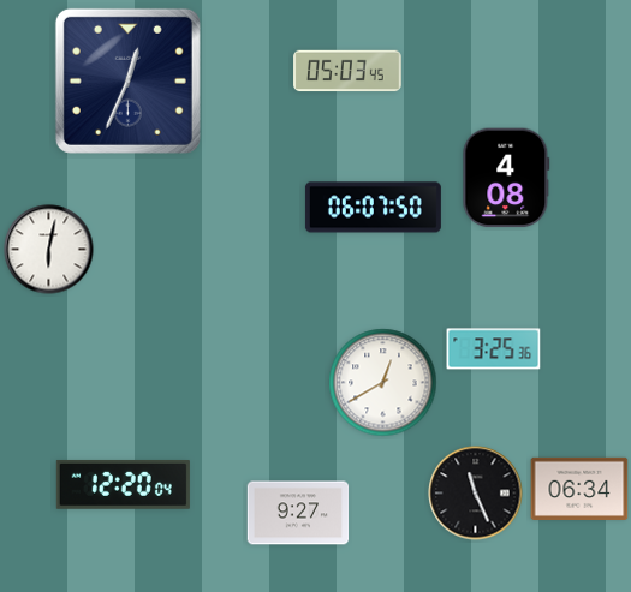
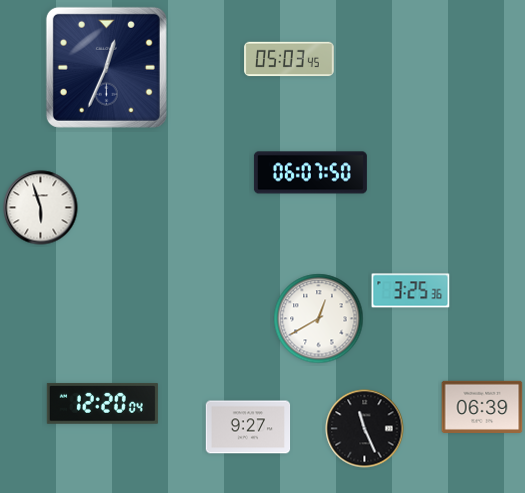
clock at (506, 178): 4:08 -> none
clock at (49, 250): 6:02 -> 5:57
clock at (579, 488): 06:34 -> 06:39
clock at (476, 494) position: (476, 494) -> (365, 429)
